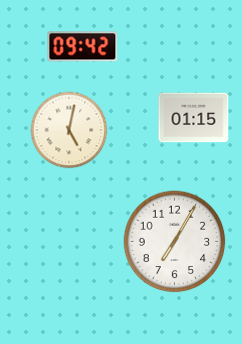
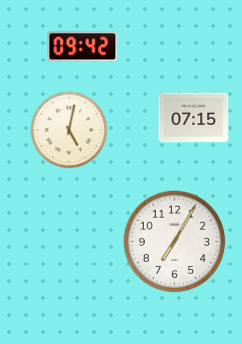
clock at (194, 118): 01:15 -> 07:15
